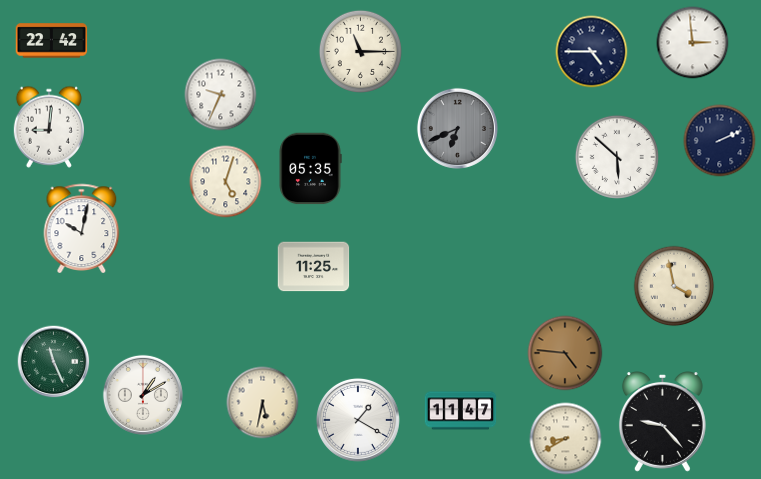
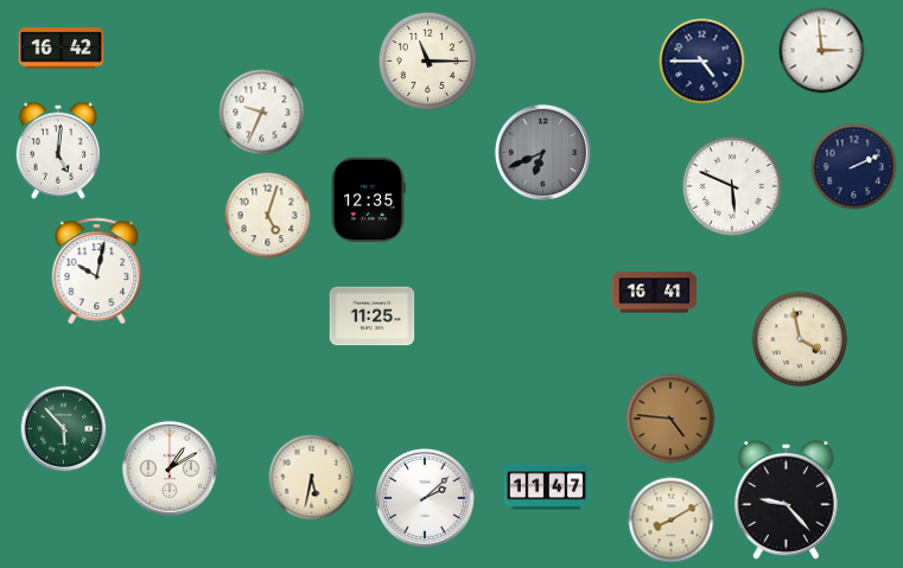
clock at (52, 41): 22:42 -> 16:42
clock at (49, 127): 9:01 -> 5:01
clock at (617, 157): 5:52 -> 5:49
clock at (310, 169): 05:35 -> 12:35
clock at (655, 293): none -> 16:41
clock at (54, 362): 11:26 -> 5:53
clock at (358, 420): 1:20 -> 2:08
clock at (566, 439): 8:40 -> 8:10
